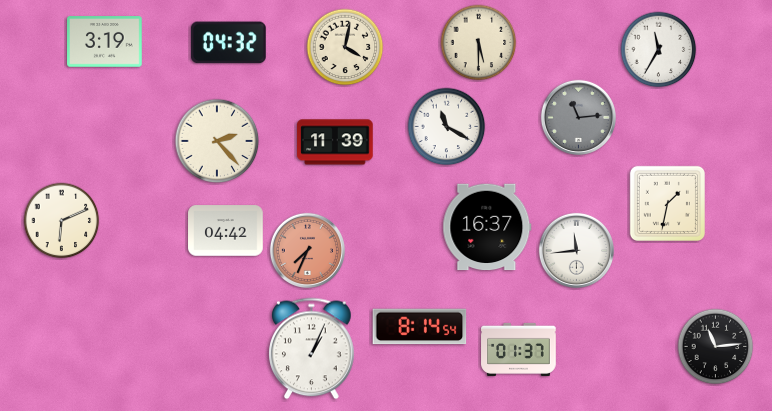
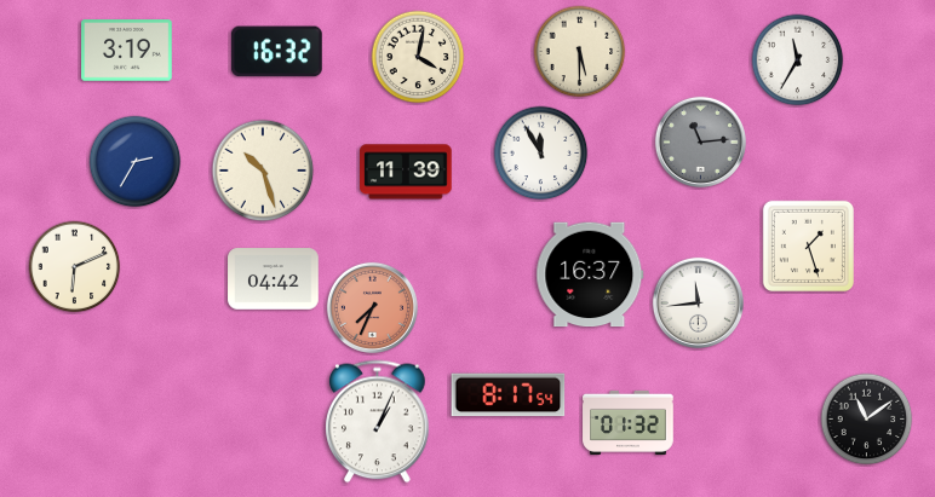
clock at (228, 43): 04:32 -> 16:32
clock at (447, 127): 11:20 -> 11:55
clock at (136, 162): none -> 2:35
clock at (217, 141): 2:23 -> 10:27
clock at (667, 203): 1:32 -> 1:27
clock at (307, 250) position: (307, 250) -> (372, 307)
clock at (420, 327): 8:14 -> 8:17
clock at (716, 347): 11:14 -> 11:09
clock at (519, 349): 01:37 -> 01:32
